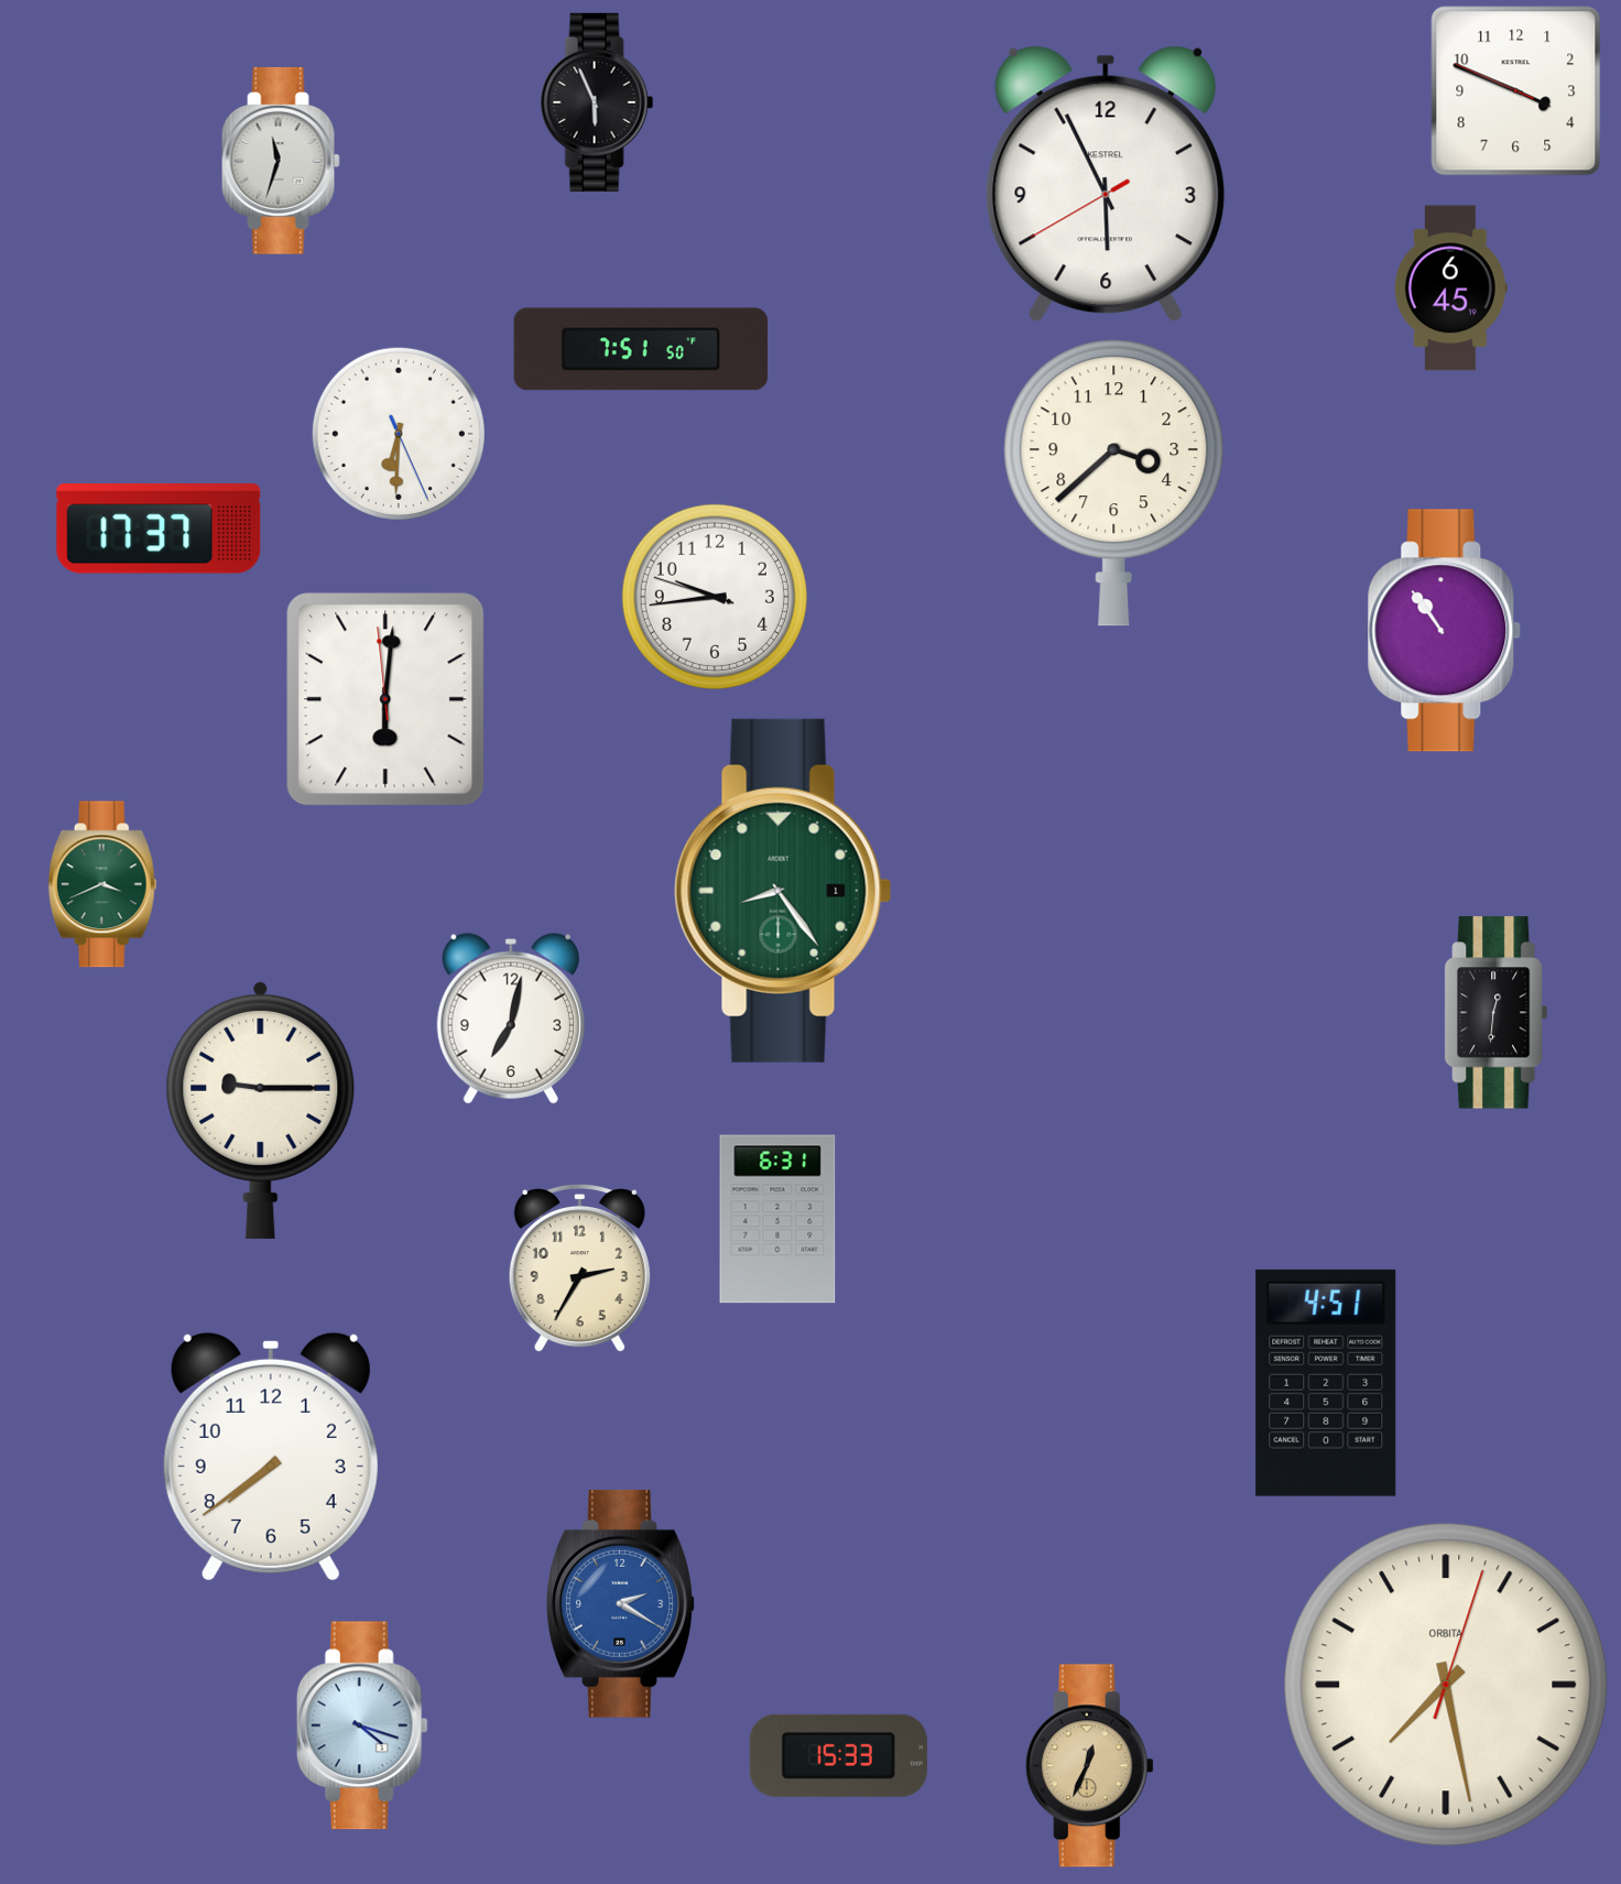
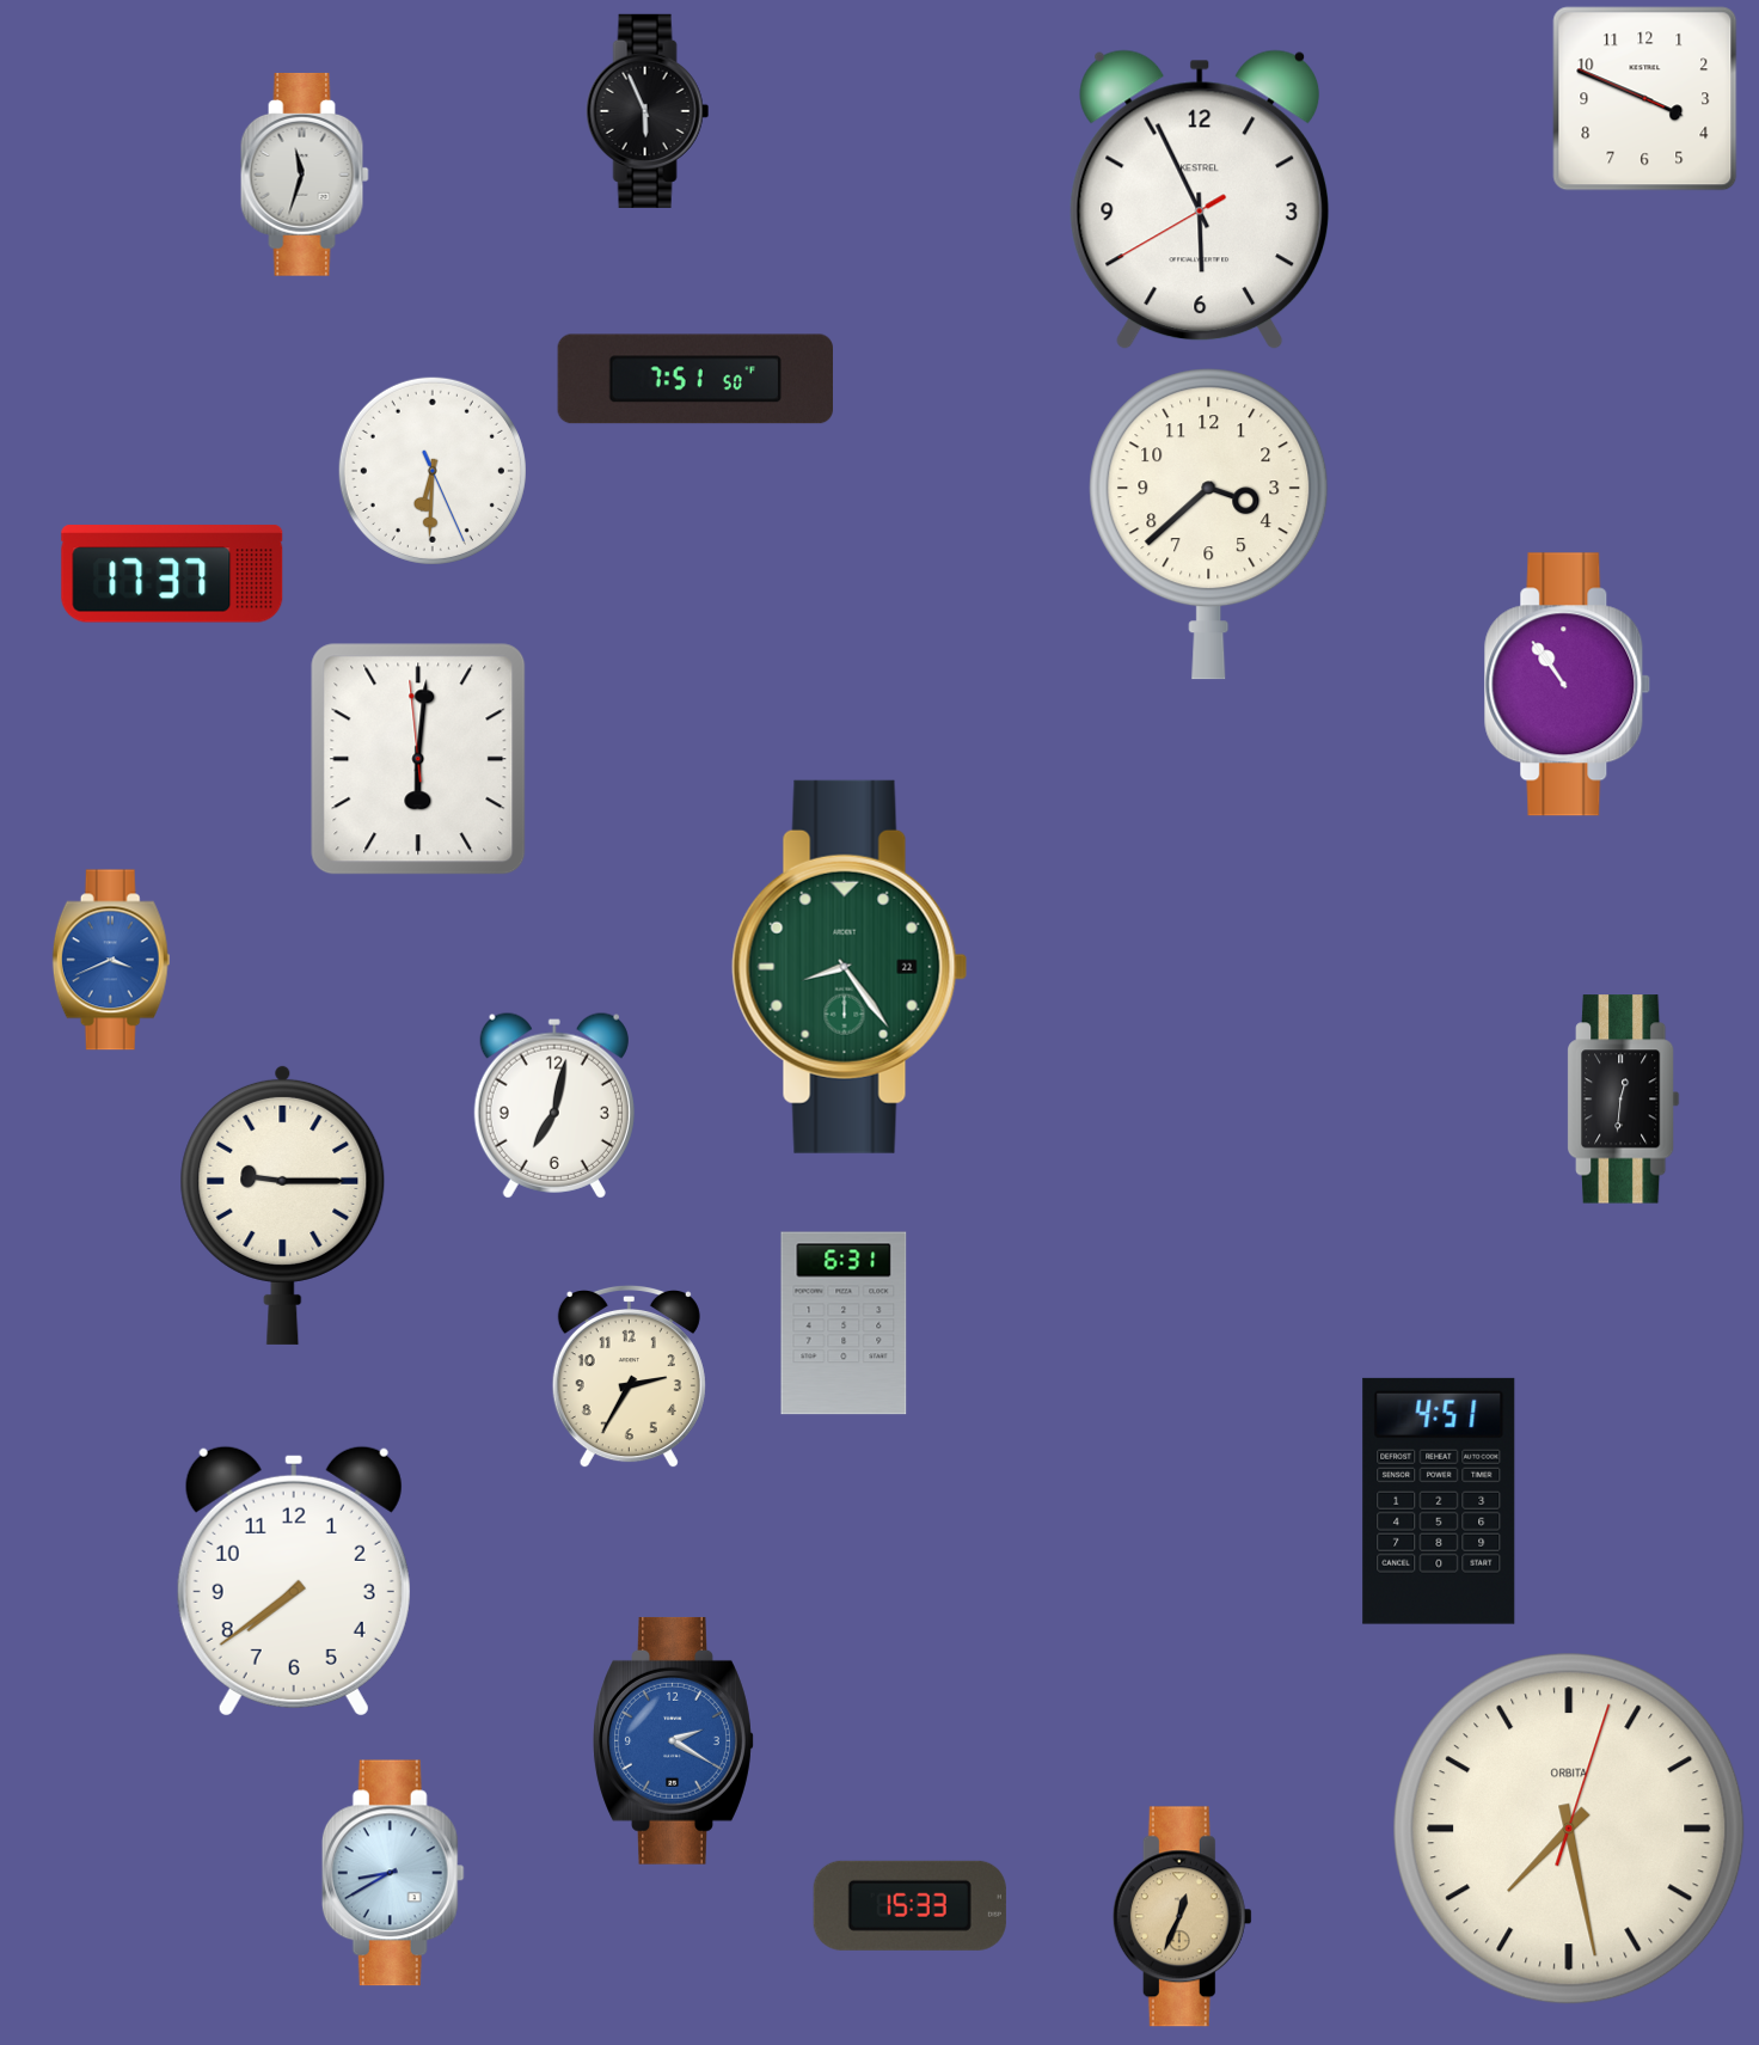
clock at (1450, 288): 6:45 -> none
clock at (715, 597): 9:43 -> none
clock at (102, 884) dial: green -> blue
clock at (783, 891) date: 1 -> 22
clock at (362, 1725): 4:18 -> 8:40
